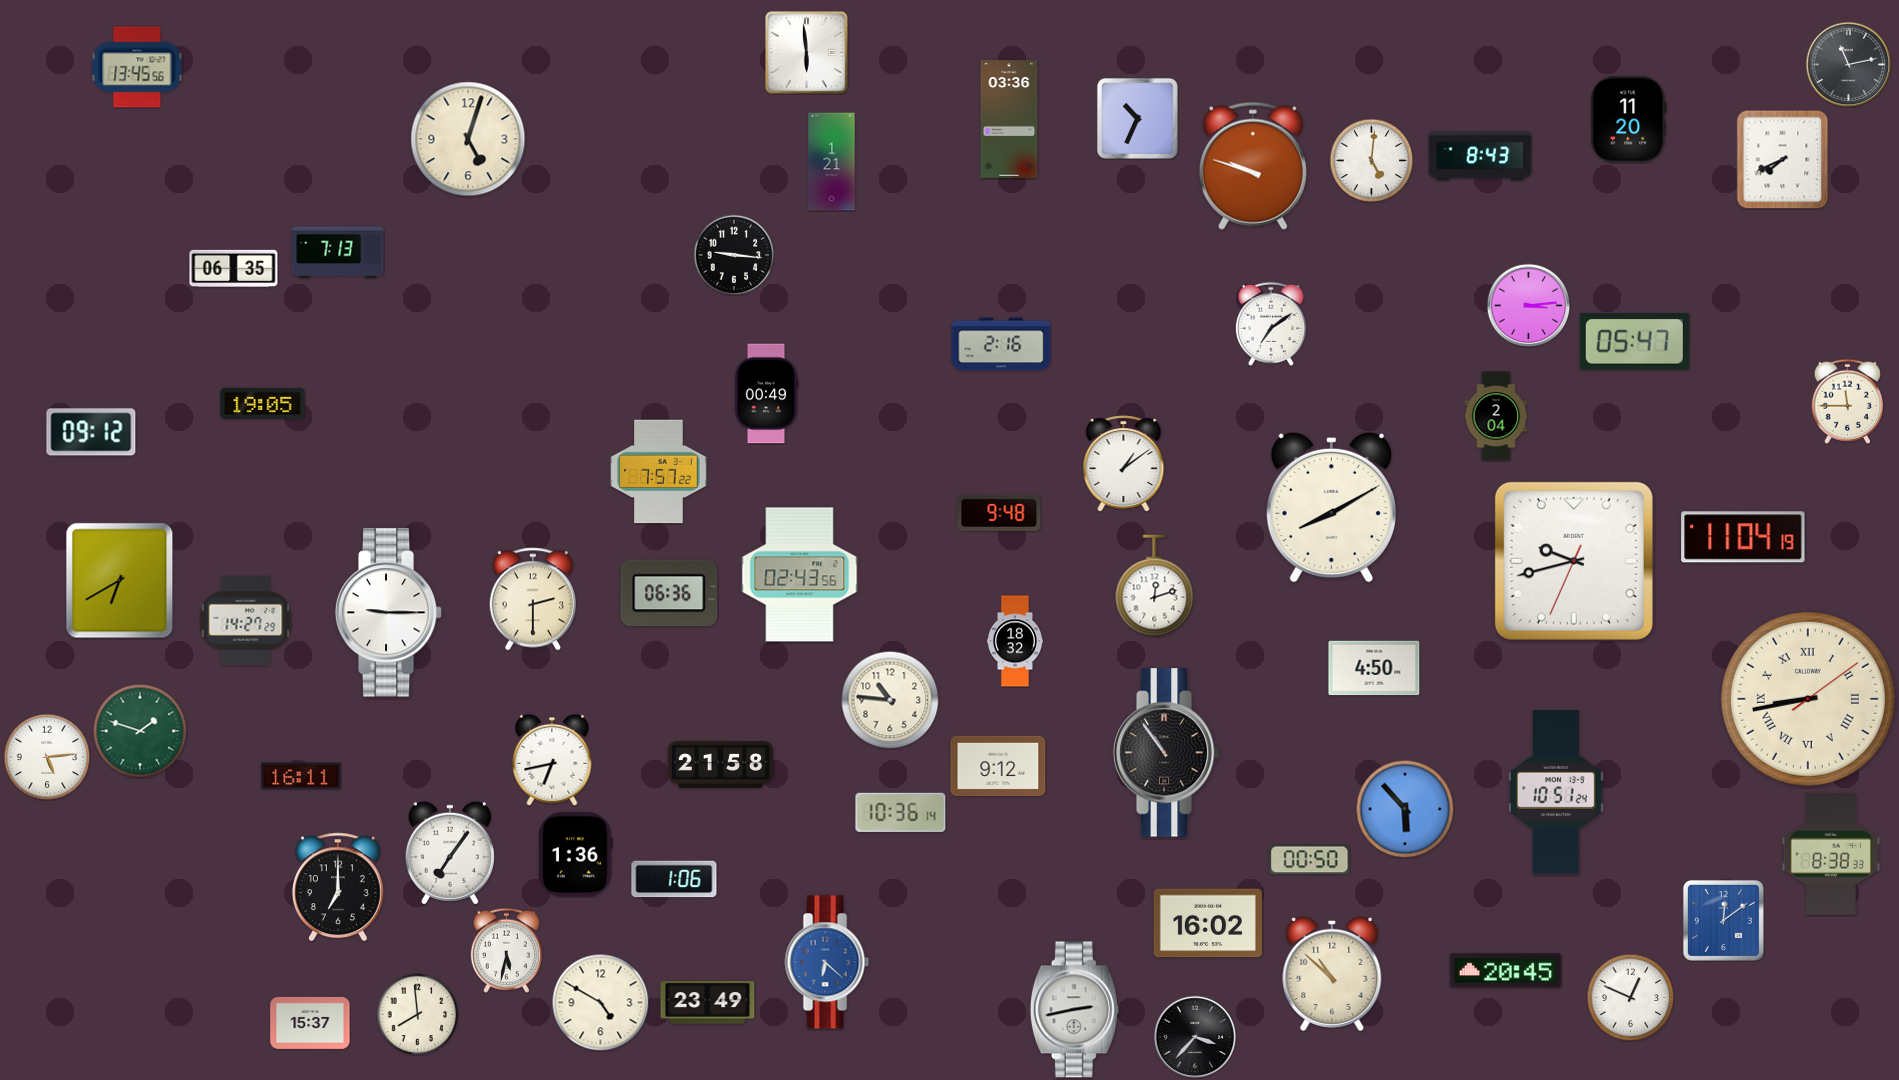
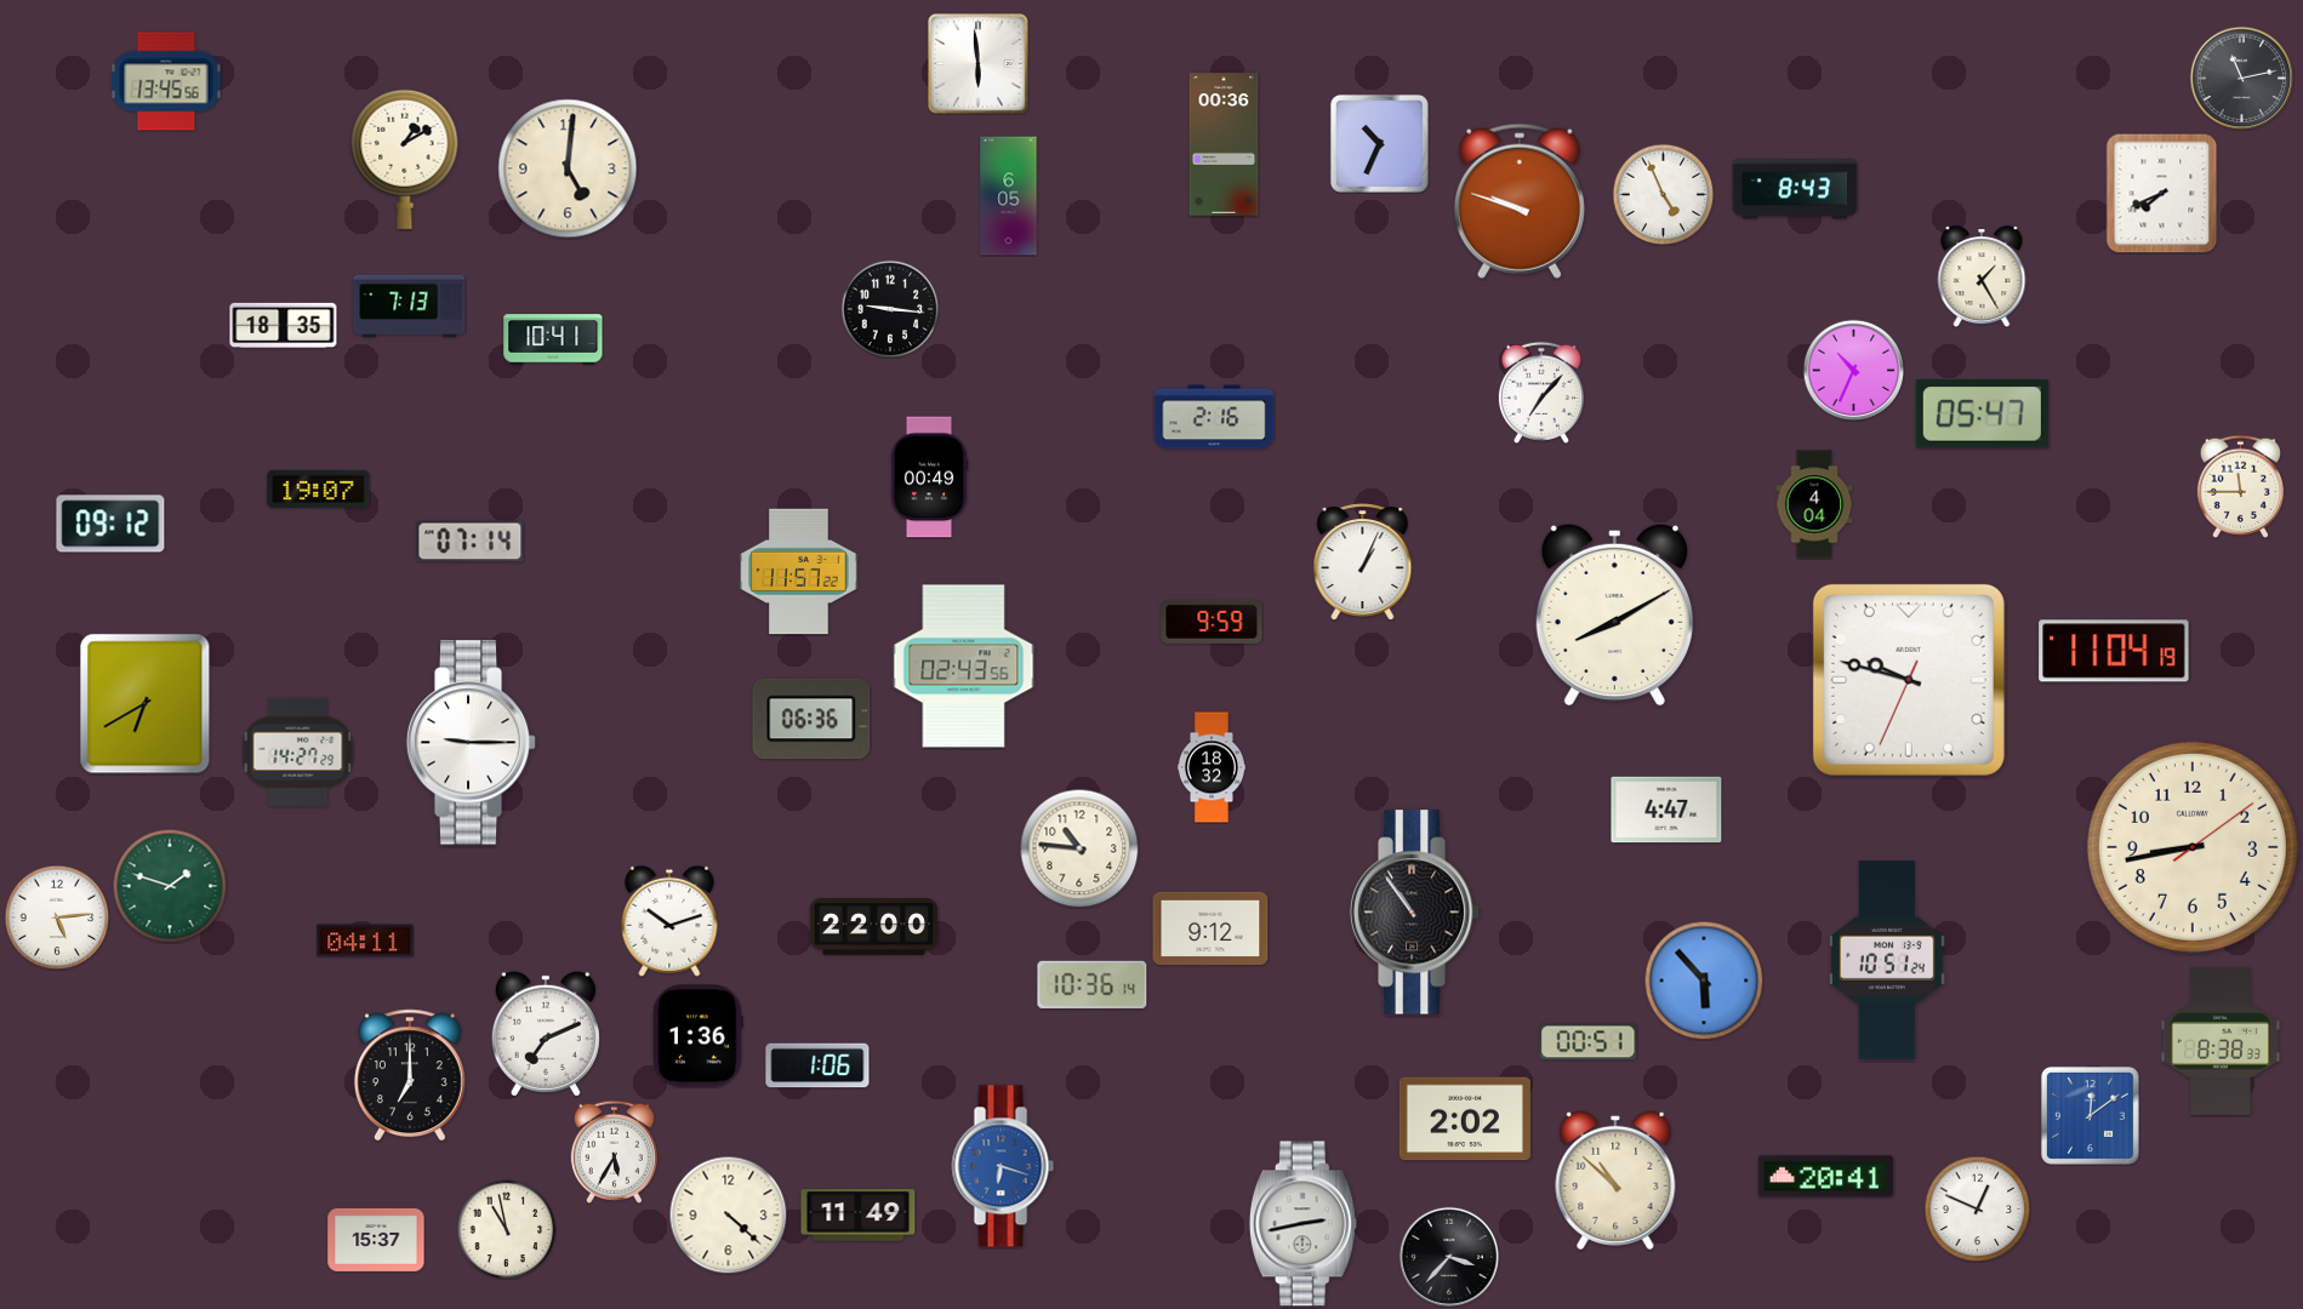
clock at (1009, 119): 03:36 -> 00:36
clock at (1628, 120): 11:20 -> none
clock at (405, 159): none -> 1:10
clock at (468, 139): 5:03 -> 5:01
clock at (1371, 160): 5:01 -> 4:56
clock at (832, 162): 1:21 -> 6:05
clock at (1982, 276): none -> 1:25
clock at (234, 268): 06:35 -> 18:35
clock at (553, 339): none -> 10:41
clock at (1528, 305): 3:14 -> 10:34
clock at (1271, 324): 7:09 -> 7:07
clock at (263, 403): 19:05 -> 19:07
clock at (1496, 416): 2:04 -> 4:04
clock at (471, 542): none -> 07:14
clock at (1124, 464): 1:09 -> 1:04
clock at (659, 472): 7:57 -> 11:57
clock at (999, 513): 9:48 -> 9:59
clock at (1574, 561): 9:42 -> 9:47
clock at (800, 575) position: (800, 575) -> (964, 667)
clock at (1155, 586): 12:12 -> none
clock at (532, 599): 2:30 -> none
clock at (1014, 641) position: (1014, 641) -> (1210, 767)
clock at (1374, 668): 4:50 -> 4:47
clock at (1808, 699) numerals: Roman -> Arabic
clock at (552, 760): 6:43 -> 10:12
clock at (721, 765): 21:58 -> 22:00
clock at (301, 776): 16:11 -> 04:11
clock at (450, 853): 7:06 -> 7:11
clock at (1831, 854) position: (1831, 854) -> (2221, 1041)
clock at (1310, 860): 00:50 -> 00:51
clock at (1208, 923): 16:02 -> 2:02
clock at (506, 950): 5:32 -> 5:35
clock at (827, 962): 6:22 -> 6:18
clock at (1505, 971): 20:45 -> 20:41
clock at (600, 1002): 4:50 -> 4:22
clock at (708, 1003): 23:49 -> 11:49
clock at (417, 1014): 7:59 -> 10:58
